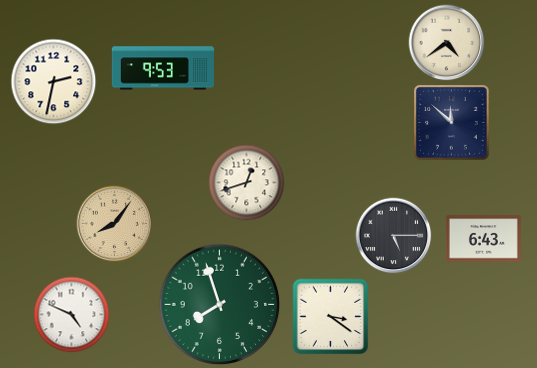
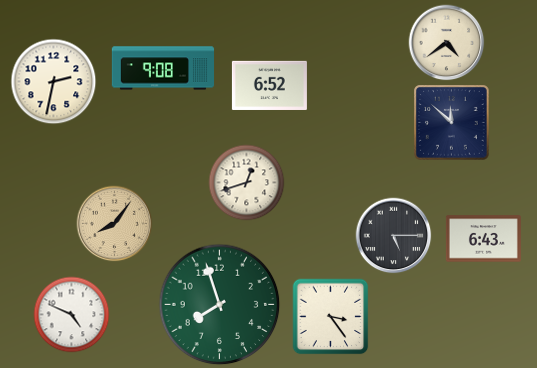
clock at (163, 68): 9:53 -> 9:08
clock at (269, 85): none -> 6:52
clock at (331, 317): 3:21 -> 3:24
